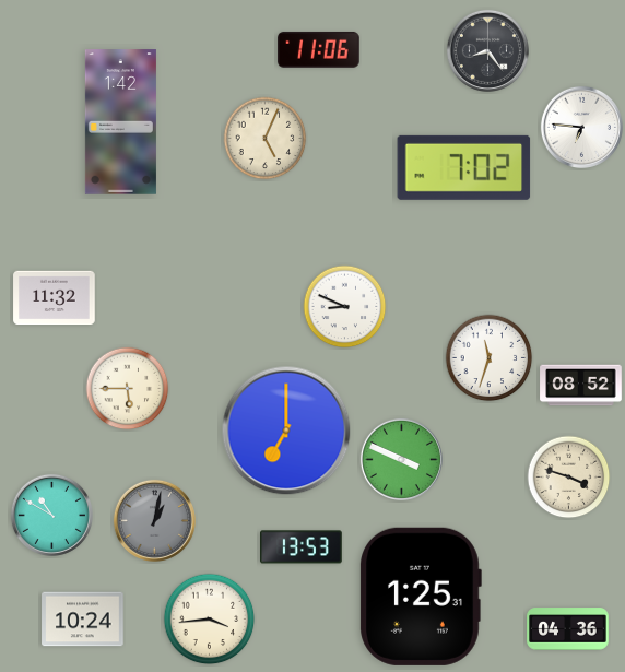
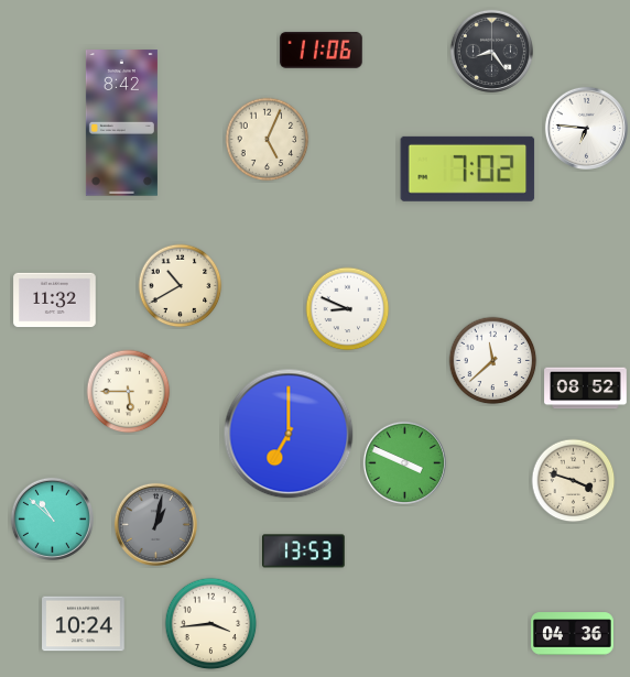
clock at (120, 122): 1:42 -> 8:42
clock at (181, 286): none -> 10:40
clock at (490, 358): 11:33 -> 11:38
clock at (51, 515): 10:50 -> 10:52
clock at (421, 597): 1:25 -> none
